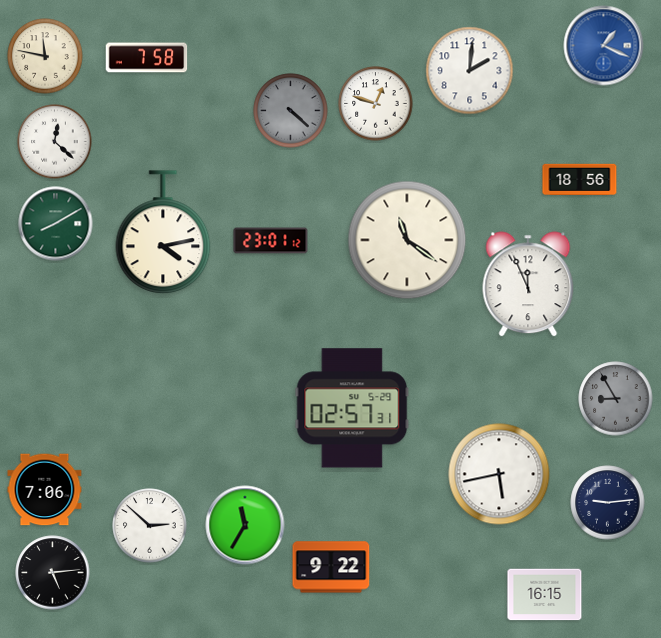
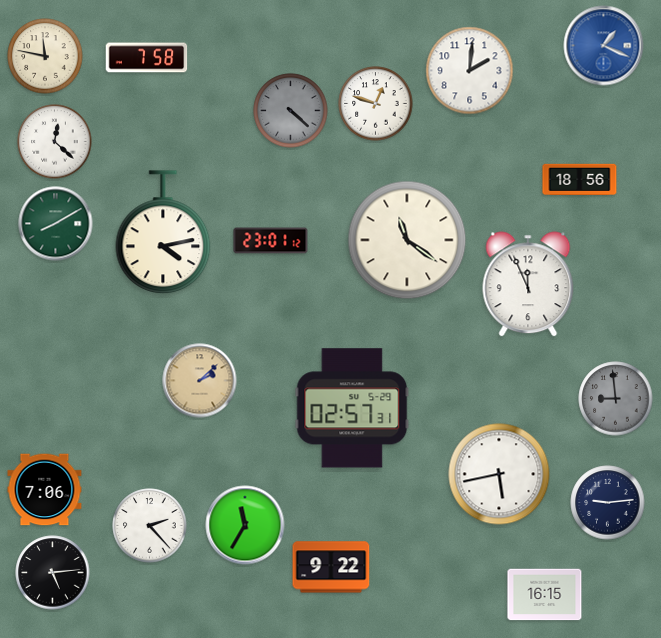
clock at (200, 381): none -> 2:08
clock at (616, 399): 8:55 -> 8:59
clock at (150, 526): 2:52 -> 2:23
